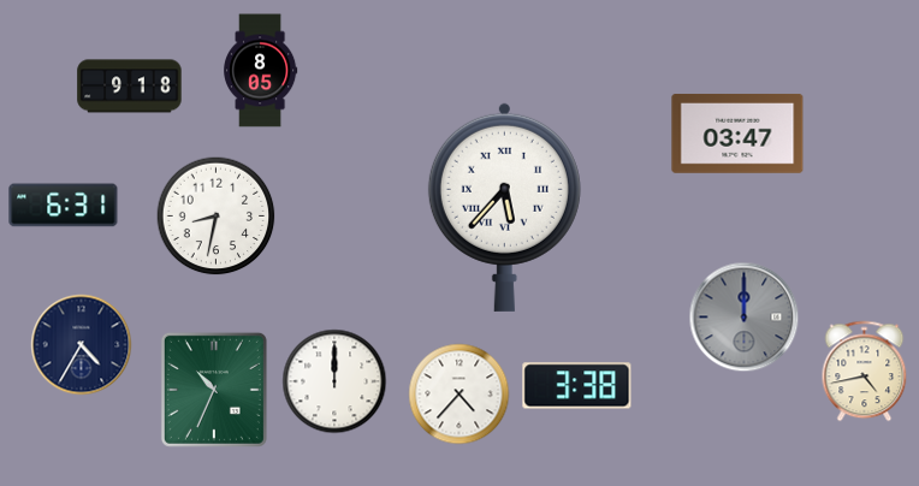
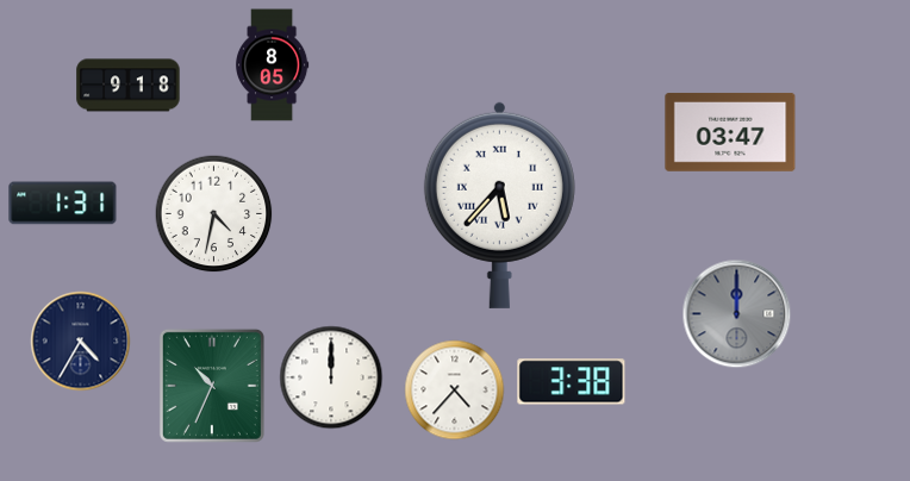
clock at (261, 71) position: (261, 71) -> (273, 65)
clock at (64, 206): 6:31 -> 1:31
clock at (217, 217): 8:32 -> 4:32
clock at (865, 372): 4:43 -> none
